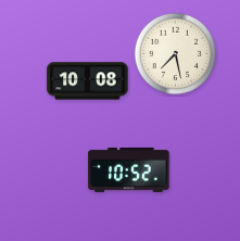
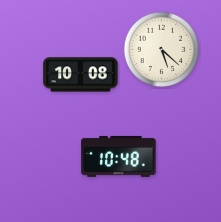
clock at (176, 54): 7:28 -> 5:22
clock at (129, 169): 10:52 -> 10:48
